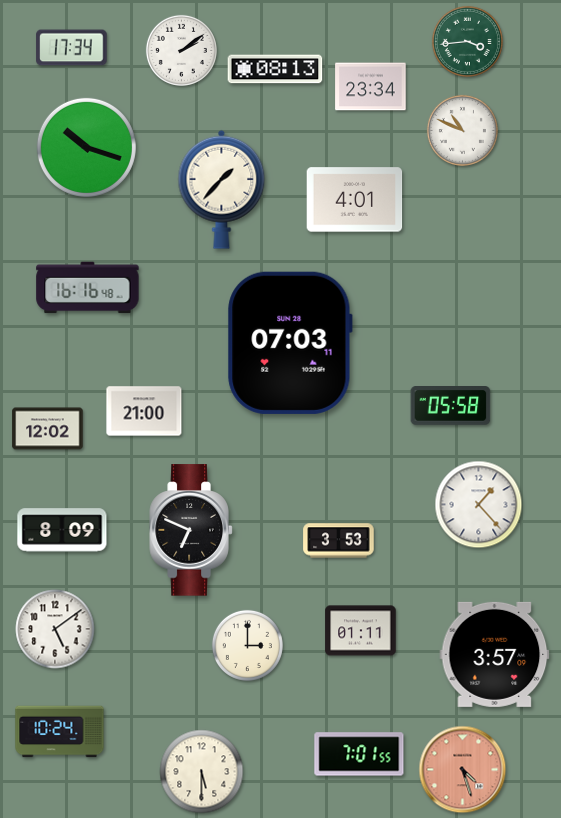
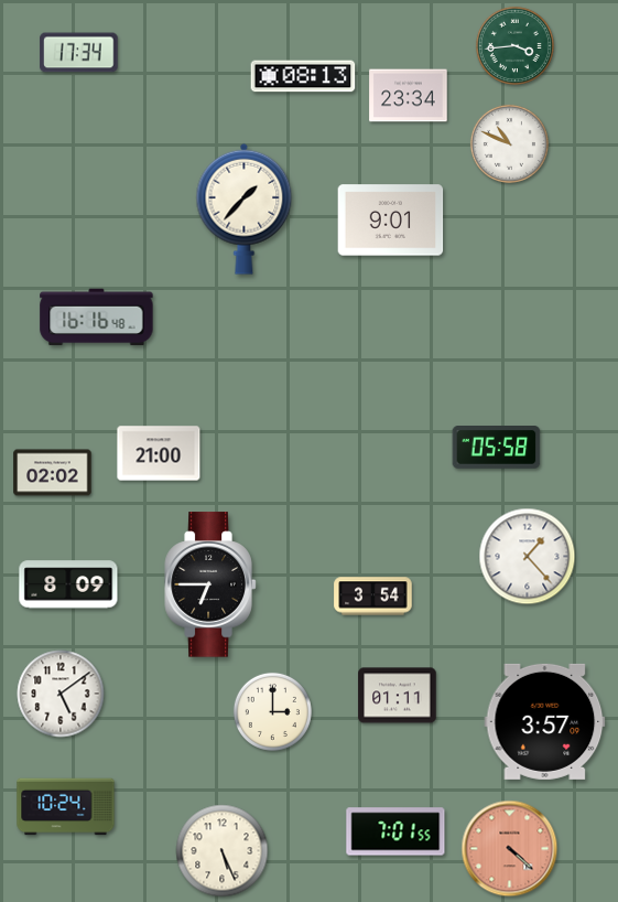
clock at (181, 50): 2:09 -> none
clock at (86, 147): 10:18 -> none
clock at (355, 200): 4:01 -> 9:01
clock at (290, 343): 07:03 -> none
clock at (48, 429): 12:02 -> 02:02
clock at (191, 530): 6:49 -> 6:45
clock at (339, 541): 3:53 -> 3:54
clock at (463, 770): 4:27 -> 4:22
clock at (202, 772): 5:30 -> 5:26
